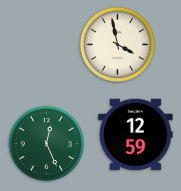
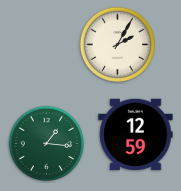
clock at (117, 44): 3:58 -> 2:05
clock at (46, 143): 12:26 -> 1:16
